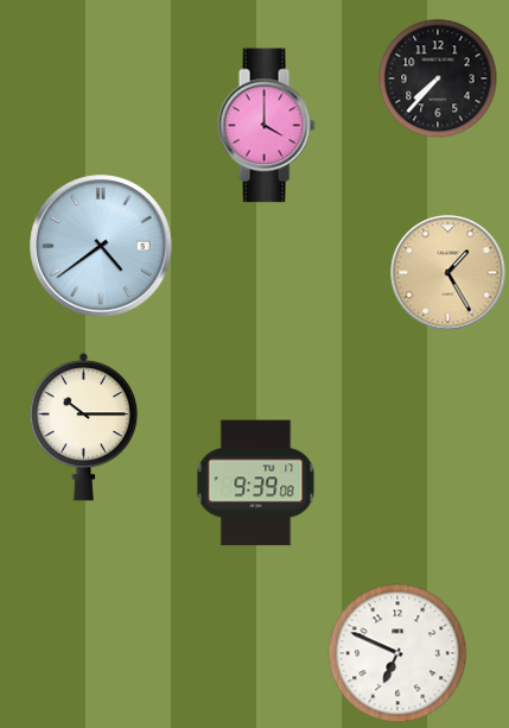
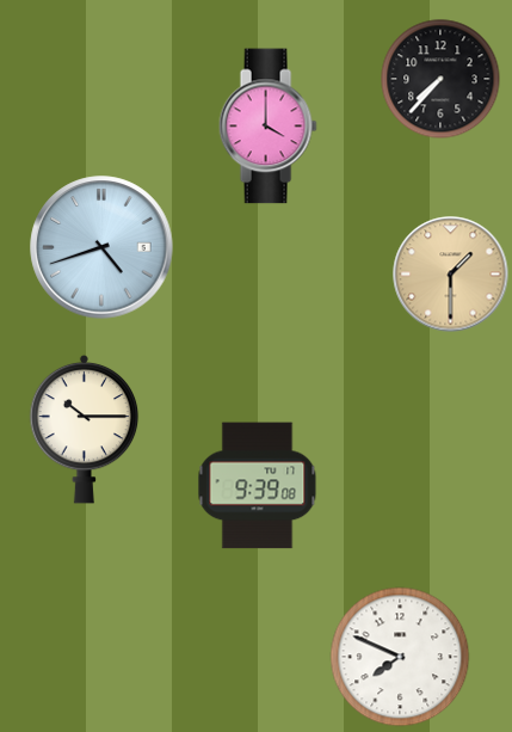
clock at (101, 246): 4:39 -> 4:42
clock at (448, 273): 1:25 -> 1:30
clock at (397, 653): 6:49 -> 7:49
